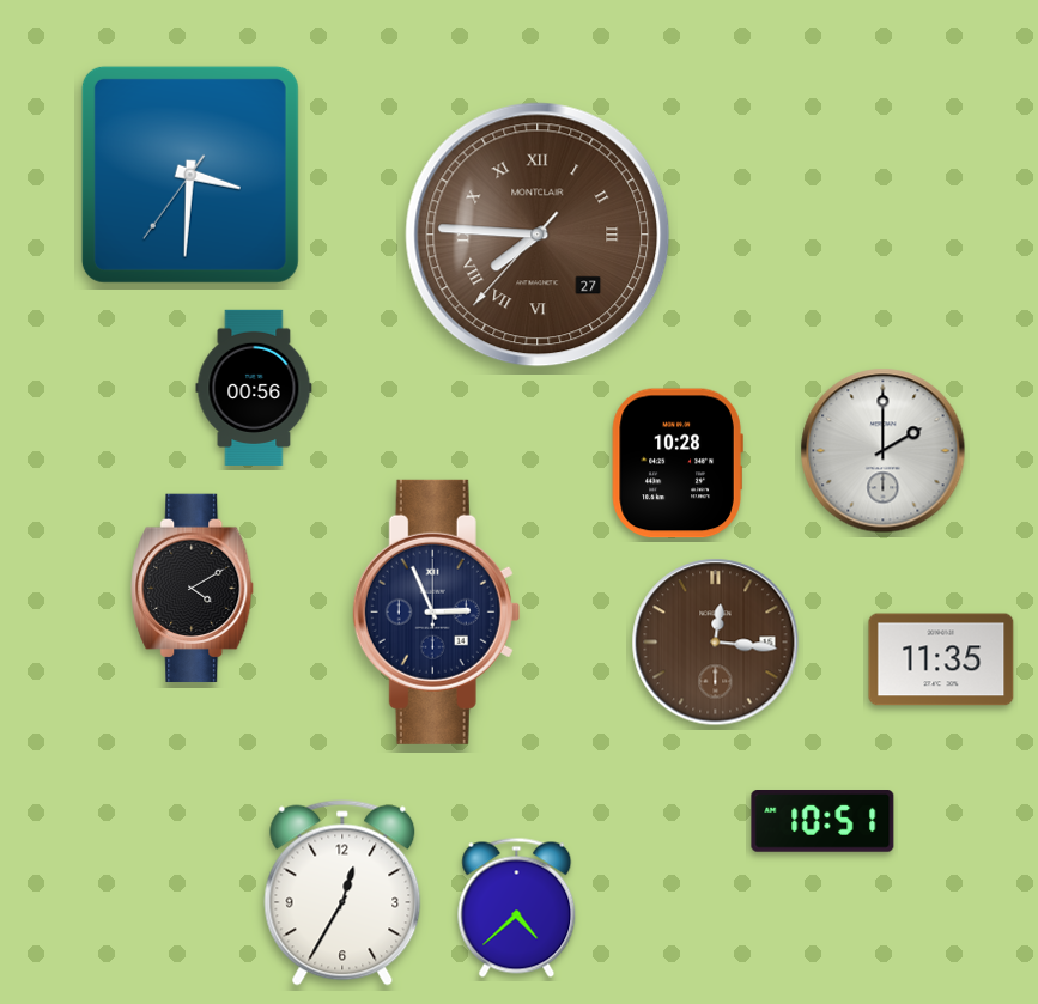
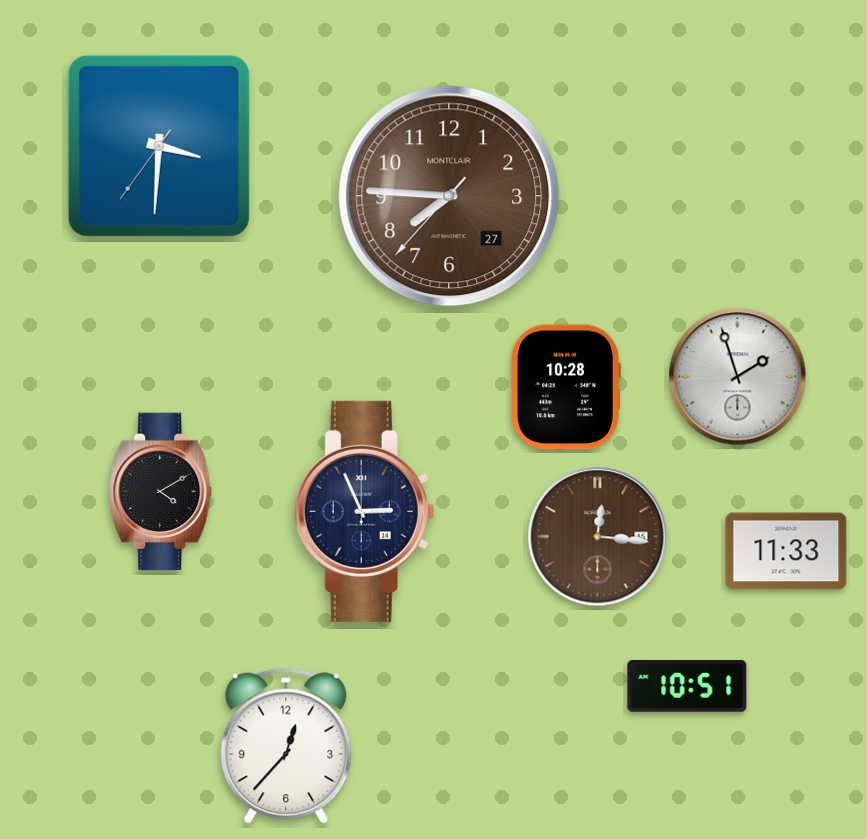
clock at (538, 235) numerals: Roman -> Arabic
clock at (254, 387): 00:56 -> none
clock at (884, 451): 2:00 -> 1:57
clock at (941, 659): 11:35 -> 11:33
clock at (342, 893): 12:35 -> 12:37
clock at (517, 907): 4:38 -> none
